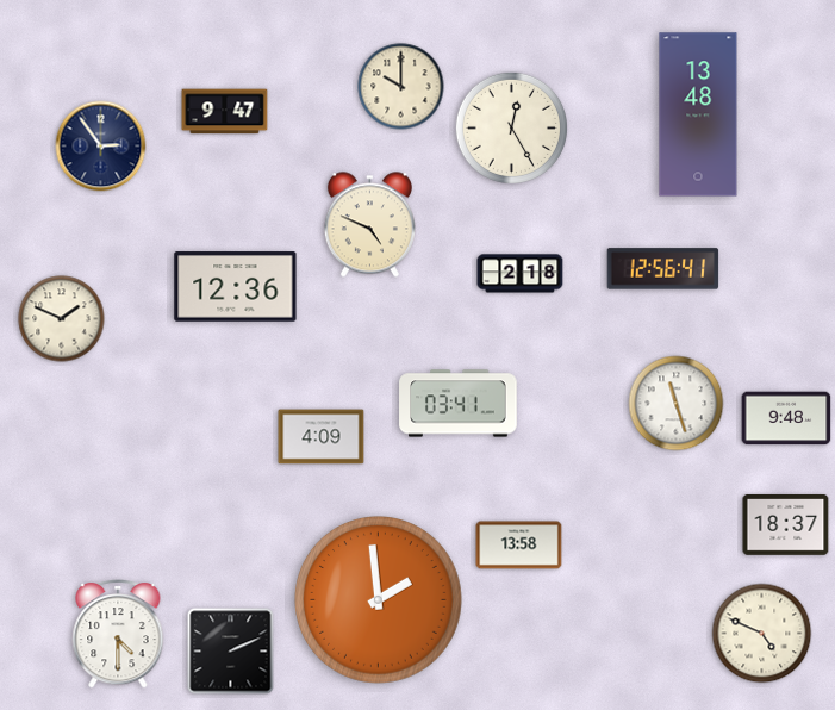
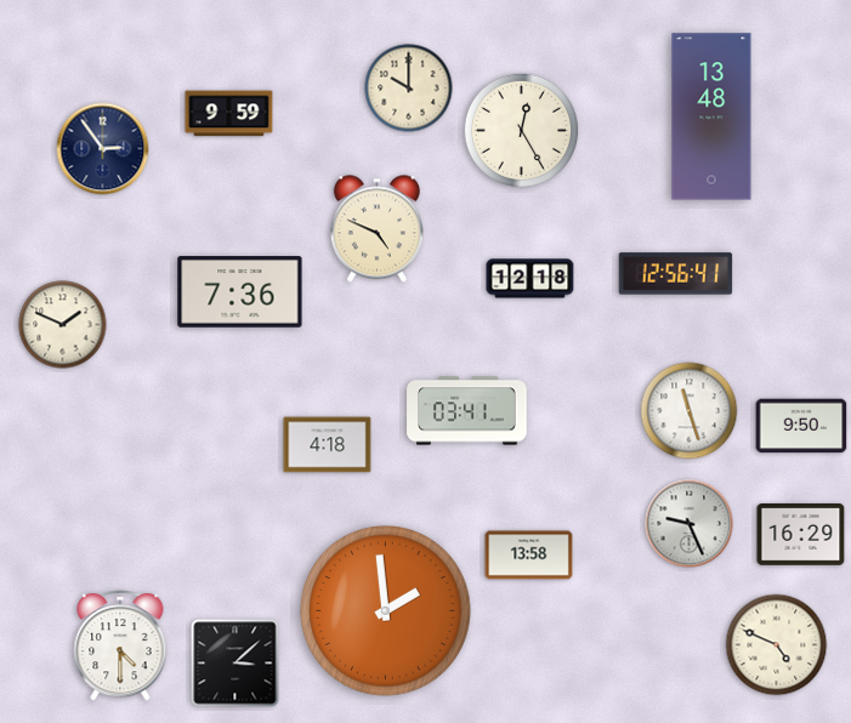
clock at (225, 112): 9:47 -> 9:59
clock at (521, 274): 2:18 -> 12:18
clock at (236, 287): 12:36 -> 7:36
clock at (786, 418): 9:48 -> 9:50
clock at (322, 437): 4:09 -> 4:18
clock at (690, 524): none -> 9:26
clock at (786, 525): 18:37 -> 16:29
clock at (231, 652): 2:11 -> 3:08
